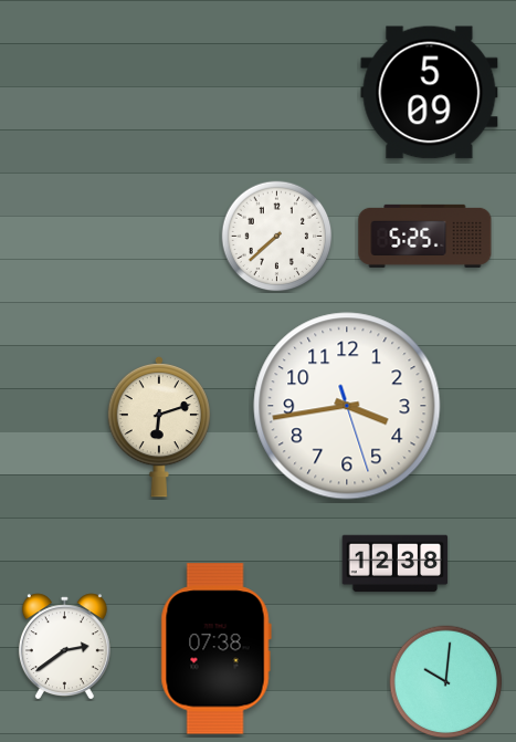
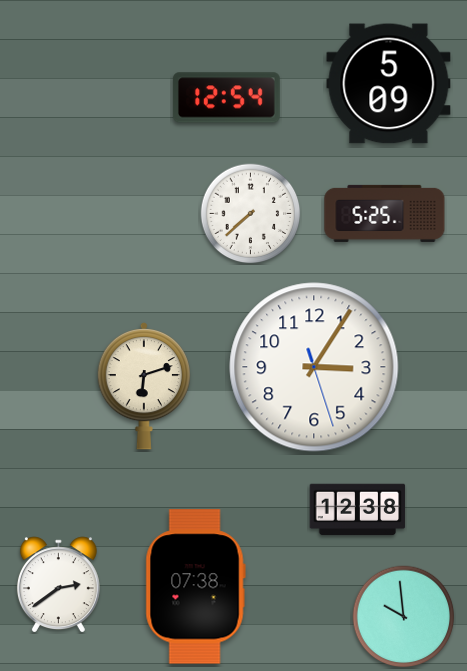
clock at (226, 98): none -> 12:54
clock at (347, 406): 3:43 -> 3:05
clock at (446, 682): 10:01 -> 9:59
